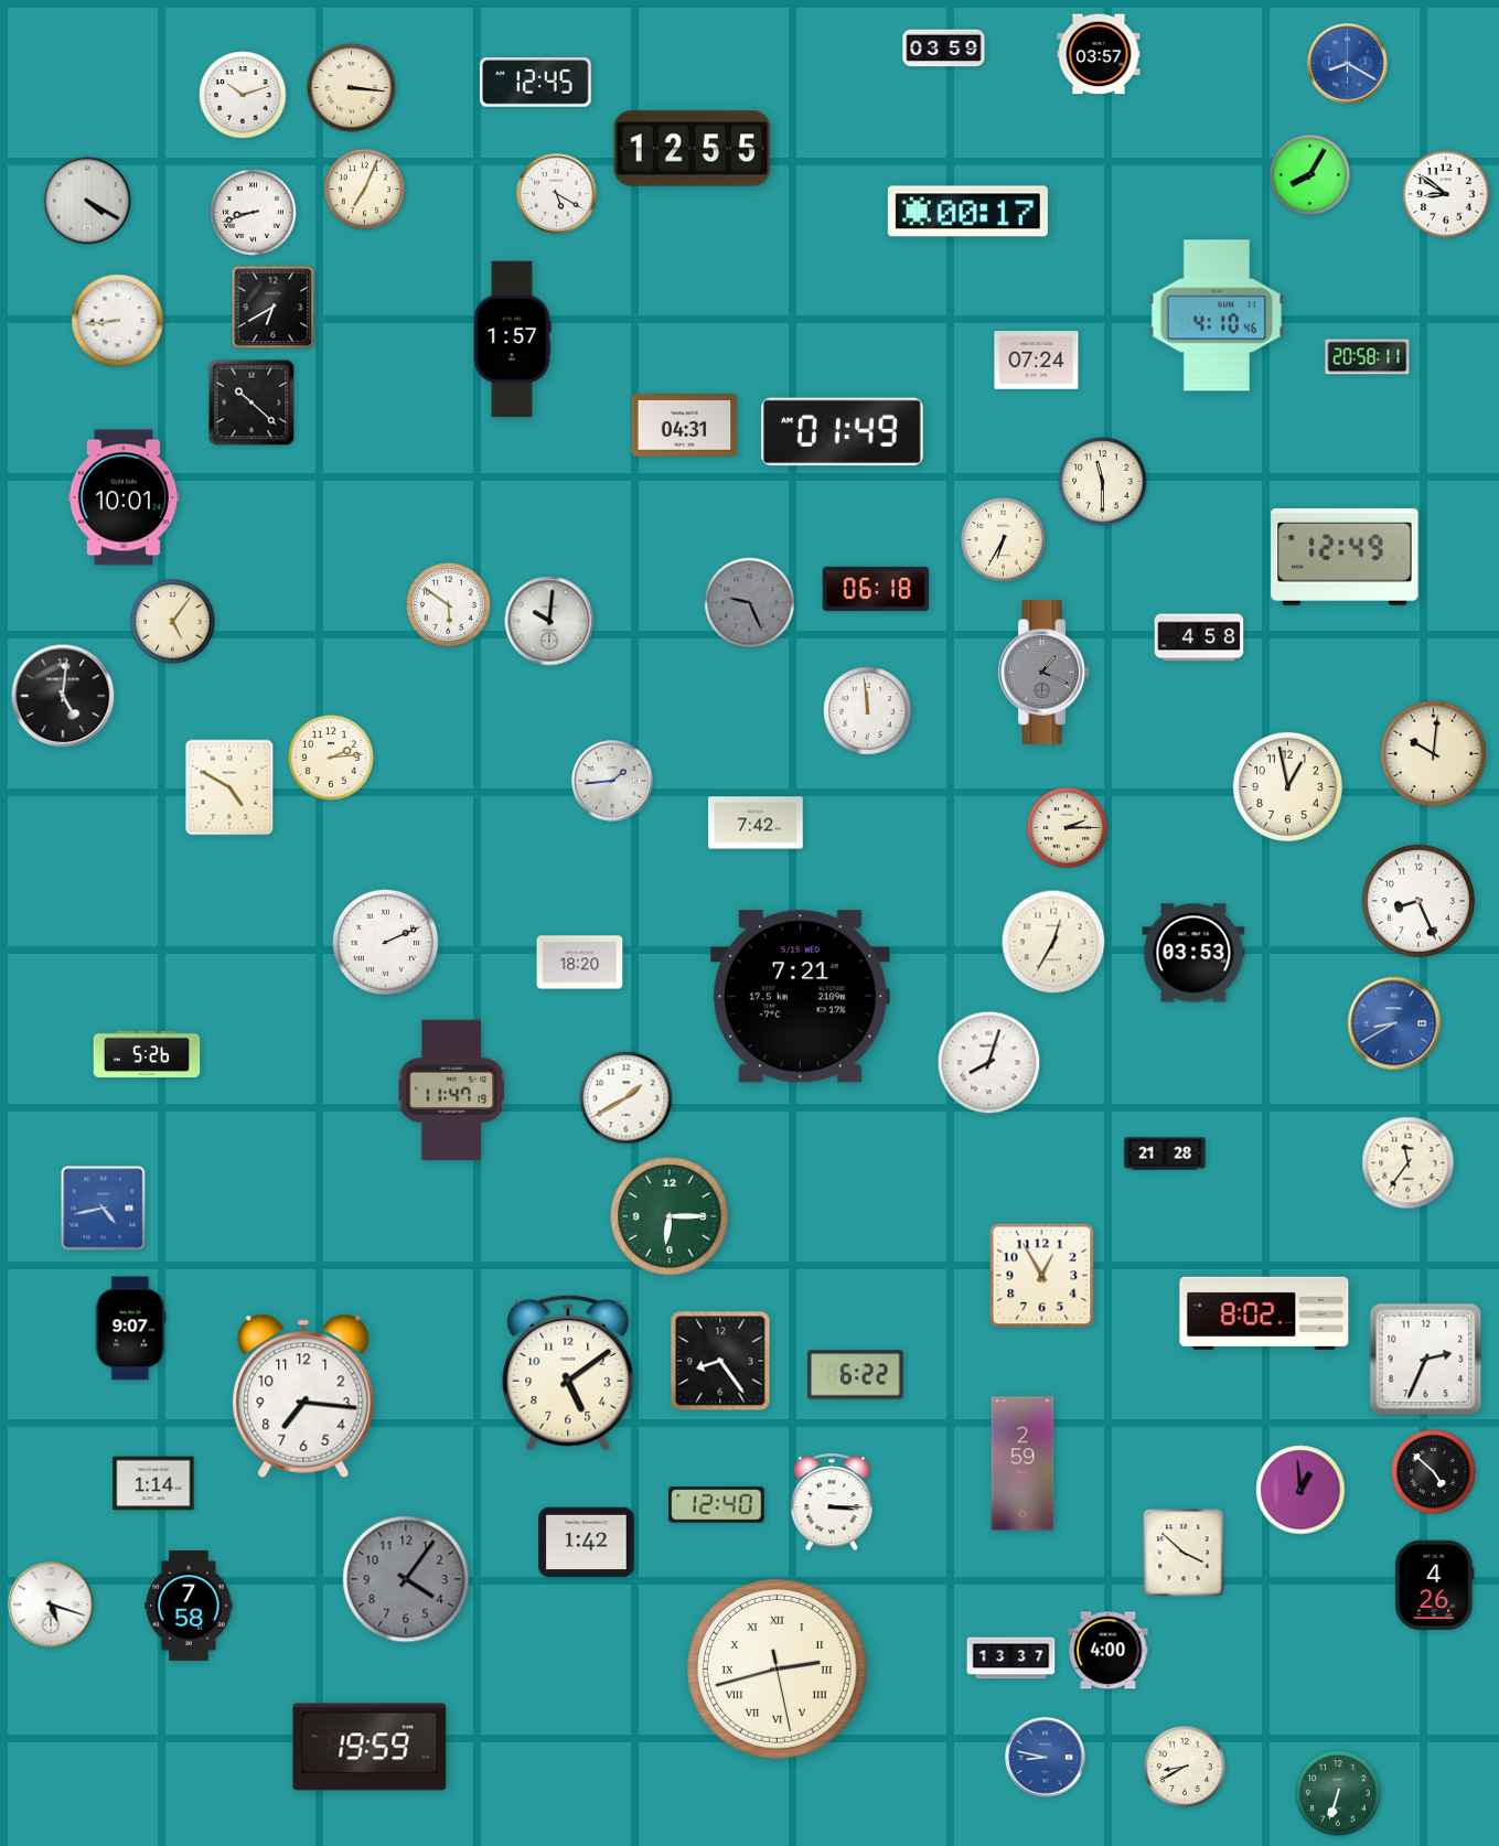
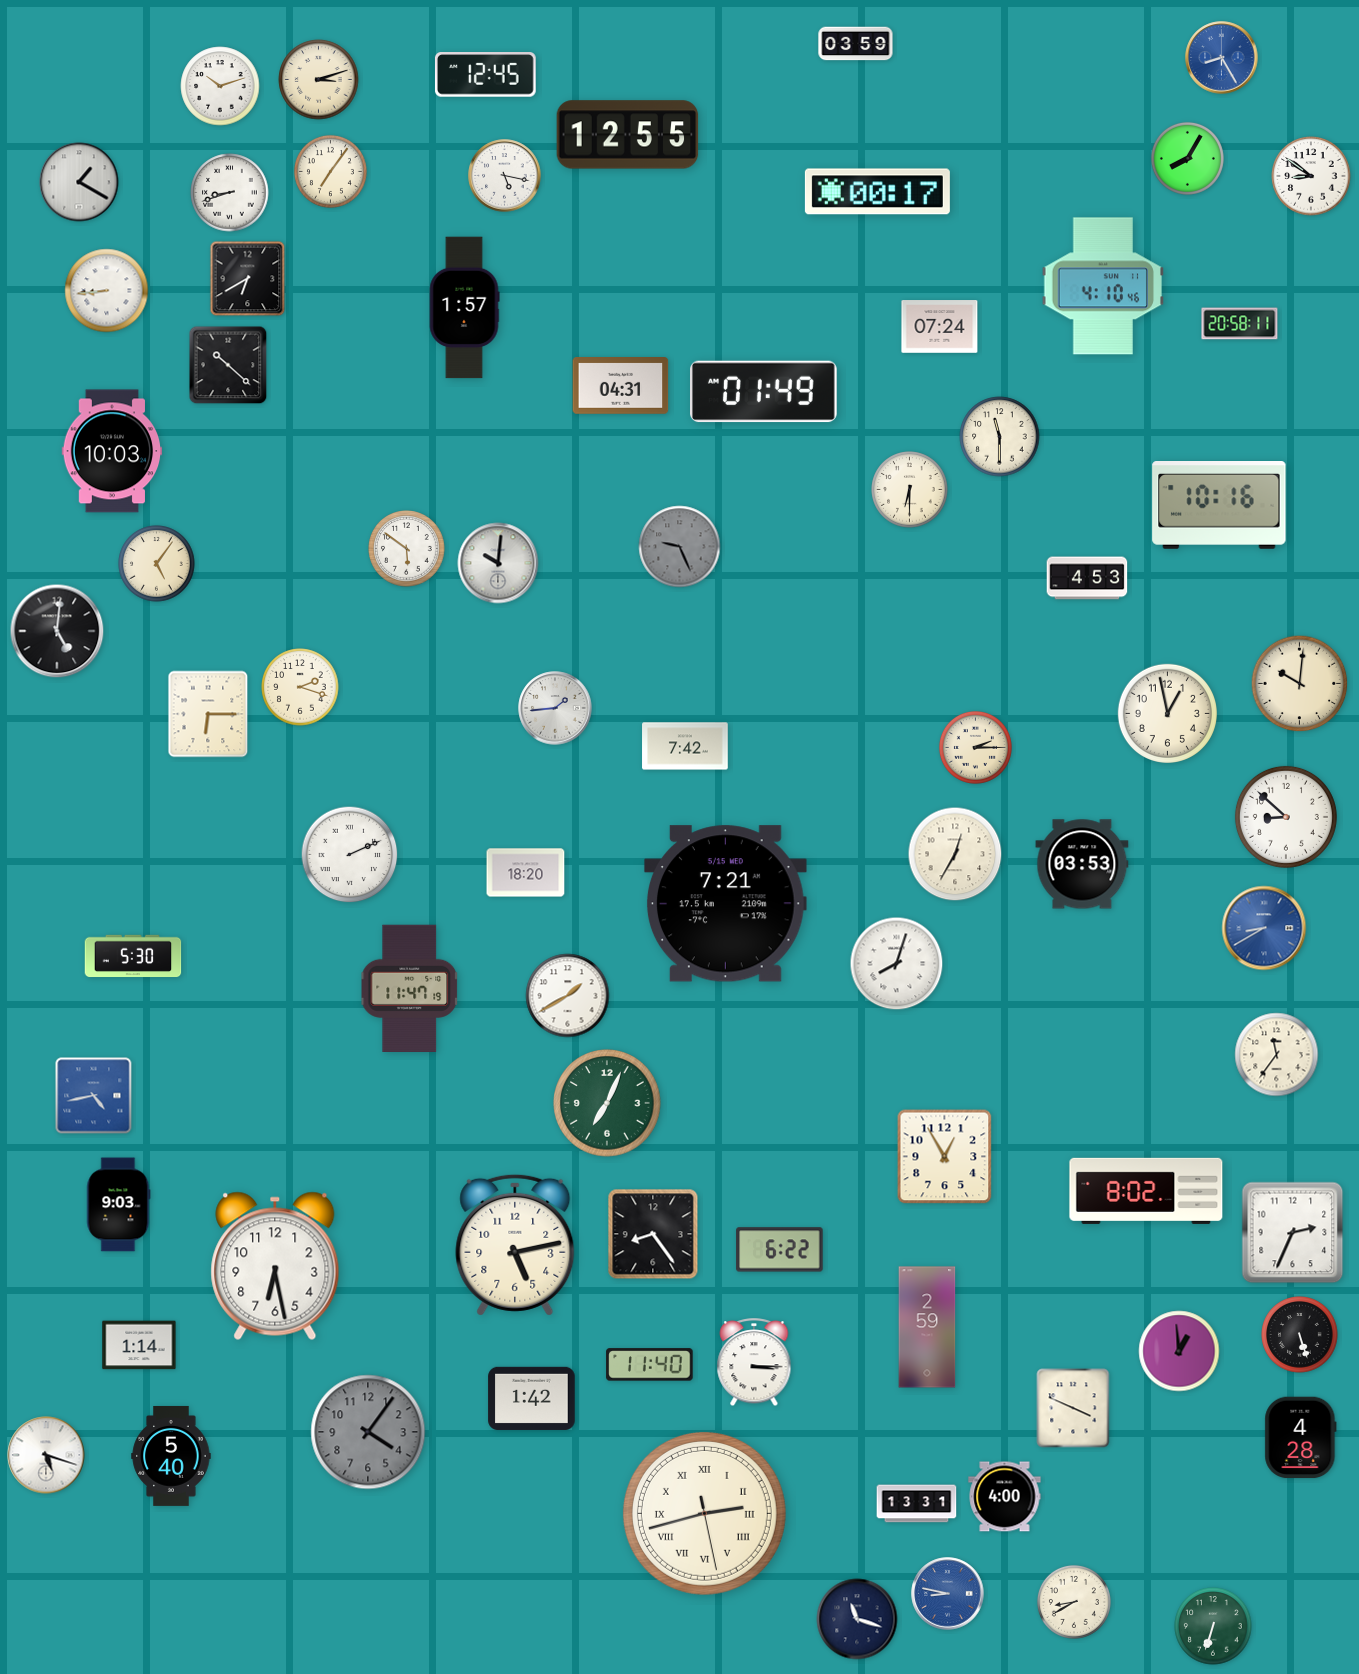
clock at (1099, 54): 03:57 -> none
clock at (1348, 64): 8:20 -> 8:25
clock at (352, 88): 3:16 -> 3:12
clock at (364, 189): 7:04 -> 7:06
clock at (557, 194): 5:20 -> 5:17
clock at (87, 201): 4:20 -> 1:20
clock at (124, 497): 10:01 -> 10:03
clock at (1004, 540): 6:35 -> 6:30
clock at (1345, 558): 12:49 -> 10:16
clock at (876, 589): 06:18 -> none
clock at (1199, 637): 4:58 -> 4:53
clock at (1045, 672): 1:19 -> none
clock at (868, 711): 11:59 -> none
clock at (331, 758): 2:14 -> 2:18
clock at (229, 787): 4:50 -> 6:15
clock at (1067, 827) position: (1067, 827) -> (975, 747)
clock at (1418, 901): 8:26 -> 8:52
clock at (147, 1054): 5:26 -> 5:30
clock at (1165, 1153): 21:28 -> none
clock at (670, 1216): 6:15 -> 7:04
clock at (130, 1329): 9:07 -> 9:03
clock at (568, 1373): 5:09 -> 5:13
clock at (856, 1375) position: (856, 1375) -> (780, 1250)
clock at (303, 1396): 7:16 -> 6:28
clock at (1434, 1472): 4:52 -> 5:27
clock at (717, 1505): 12:40 -> 11:40
clock at (1184, 1553): 3:52 -> 3:49
clock at (1435, 1586): 4:26 -> 4:28
clock at (189, 1606): 7:58 -> 5:40
clock at (1011, 1659): 13:37 -> 13:31
clock at (370, 1747): 19:59 -> none
clock at (857, 1619): none -> 11:18
